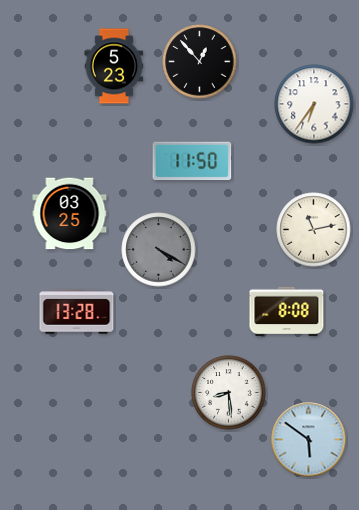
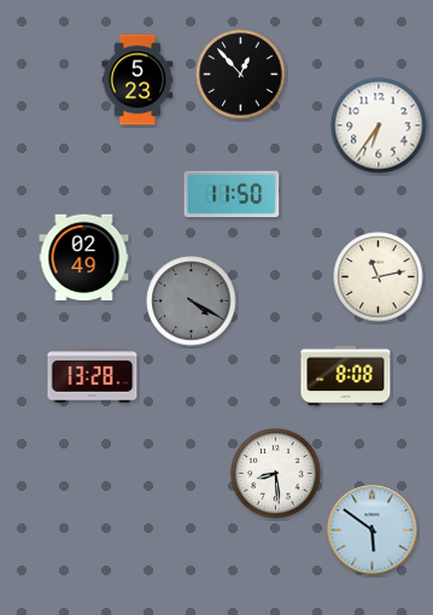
clock at (70, 214): 03:25 -> 02:49
